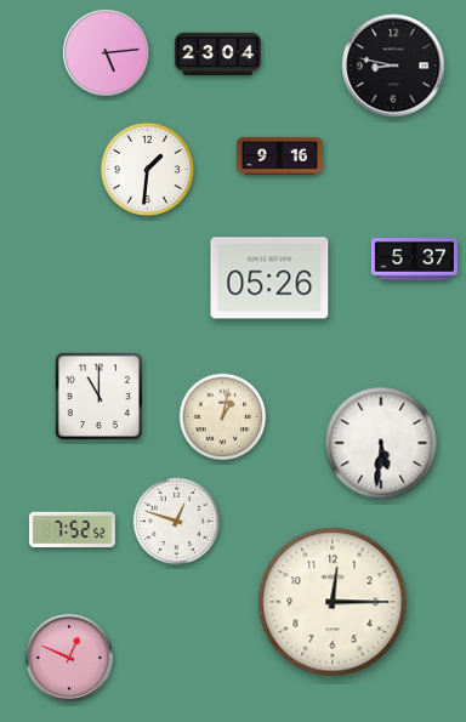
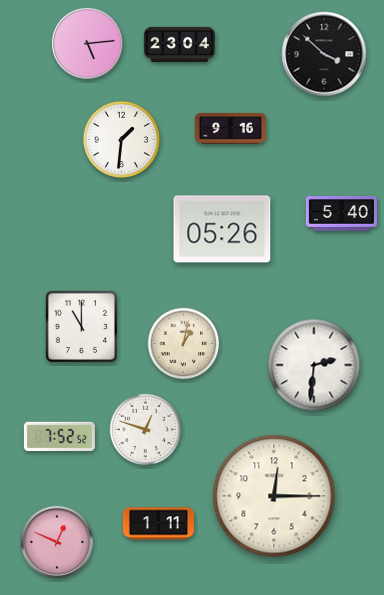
clock at (393, 66): 8:47 -> 3:52
clock at (414, 260): 5:37 -> 5:40
clock at (381, 443): 5:31 -> 2:31
clock at (158, 524): none -> 1:11
